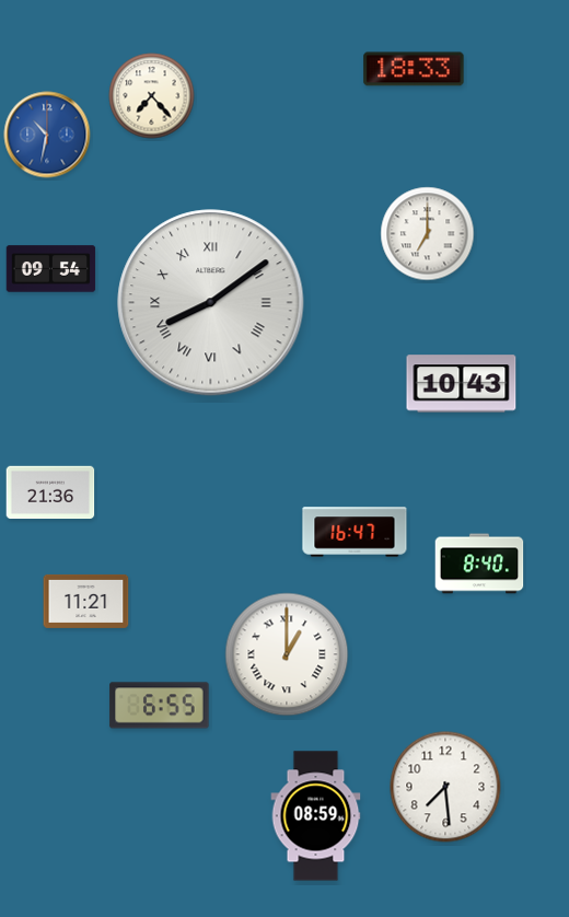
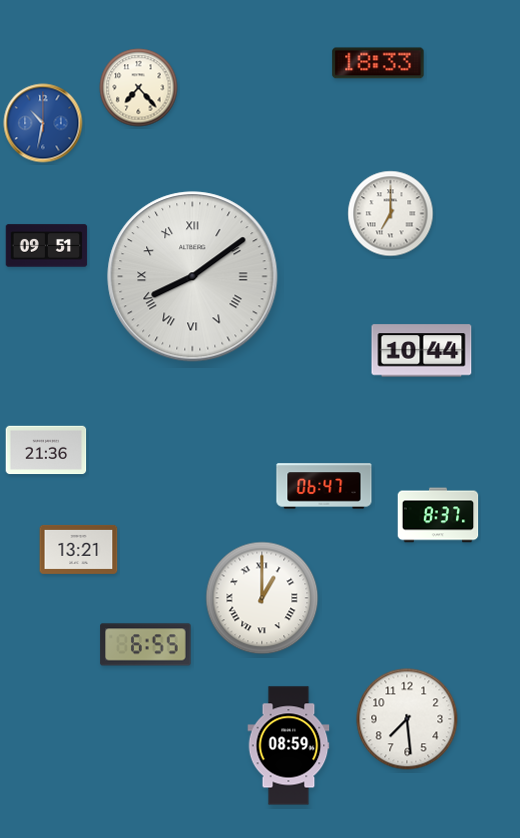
clock at (51, 269): 09:54 -> 09:51
clock at (462, 384): 10:43 -> 10:44
clock at (355, 532): 16:47 -> 06:47
clock at (479, 564): 8:40 -> 8:37
clock at (86, 601): 11:21 -> 13:21
